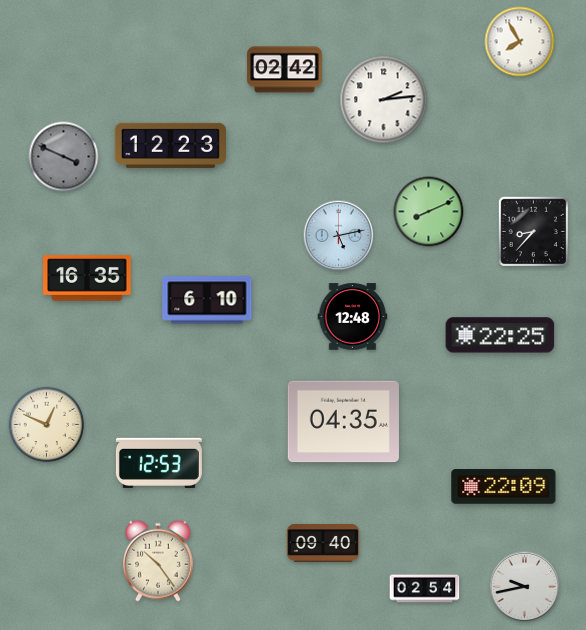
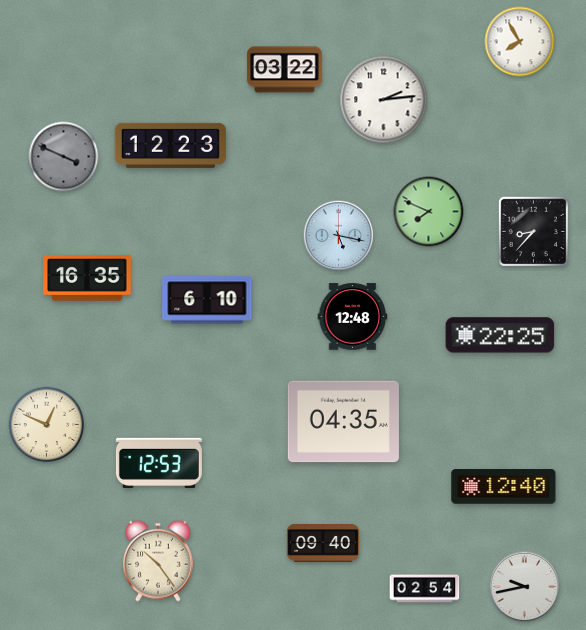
clock at (285, 70): 02:42 -> 03:22
clock at (429, 212): 8:11 -> 7:49
clock at (339, 236): 5:13 -> 5:17
clock at (504, 487): 22:09 -> 12:40
